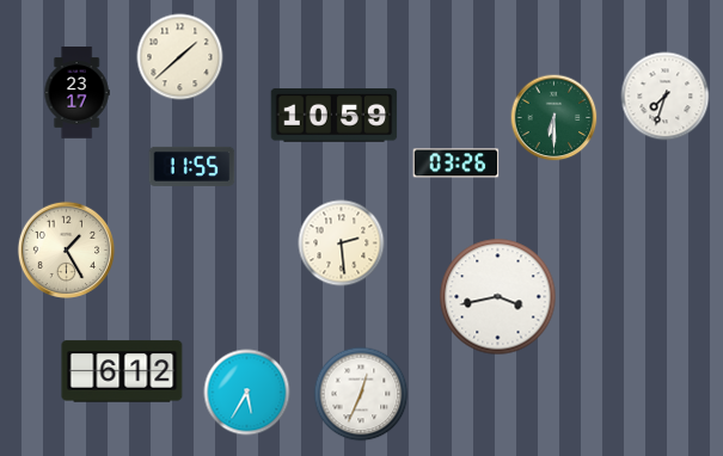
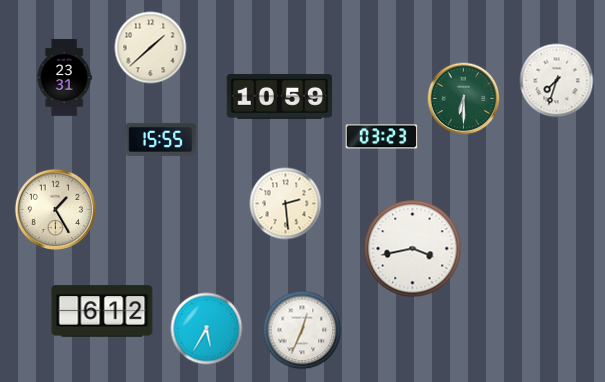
clock at (76, 93): 23:17 -> 23:31
clock at (457, 164): 03:26 -> 03:23
clock at (192, 166): 11:55 -> 15:55
clock at (498, 297) position: (498, 297) -> (413, 249)
